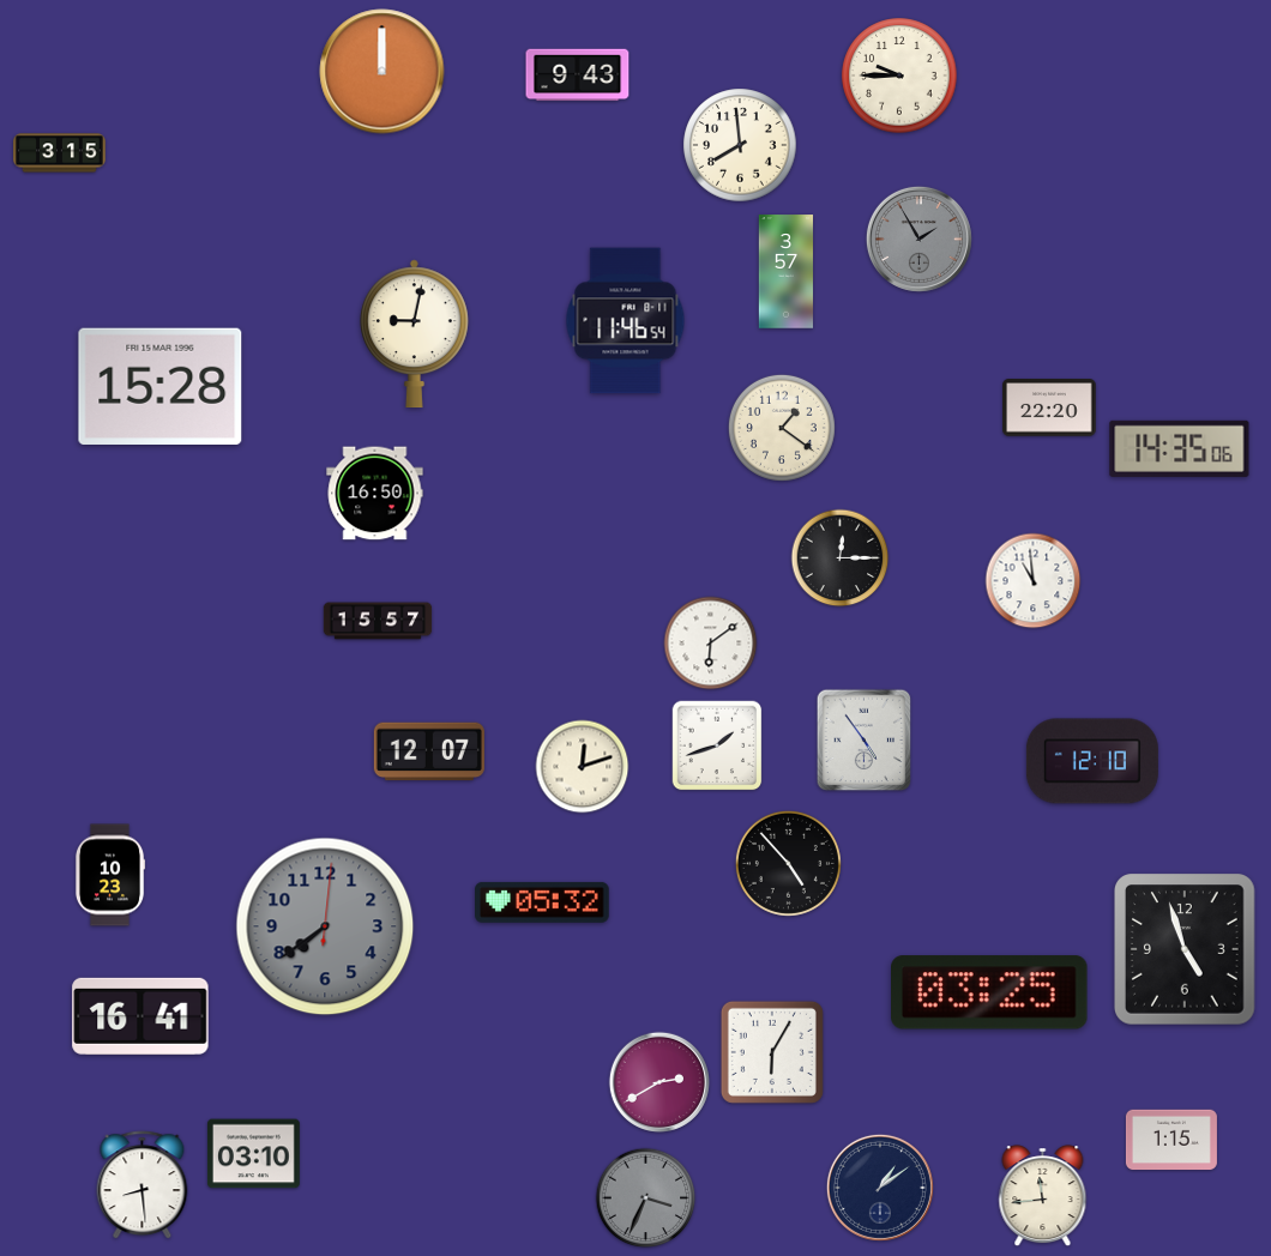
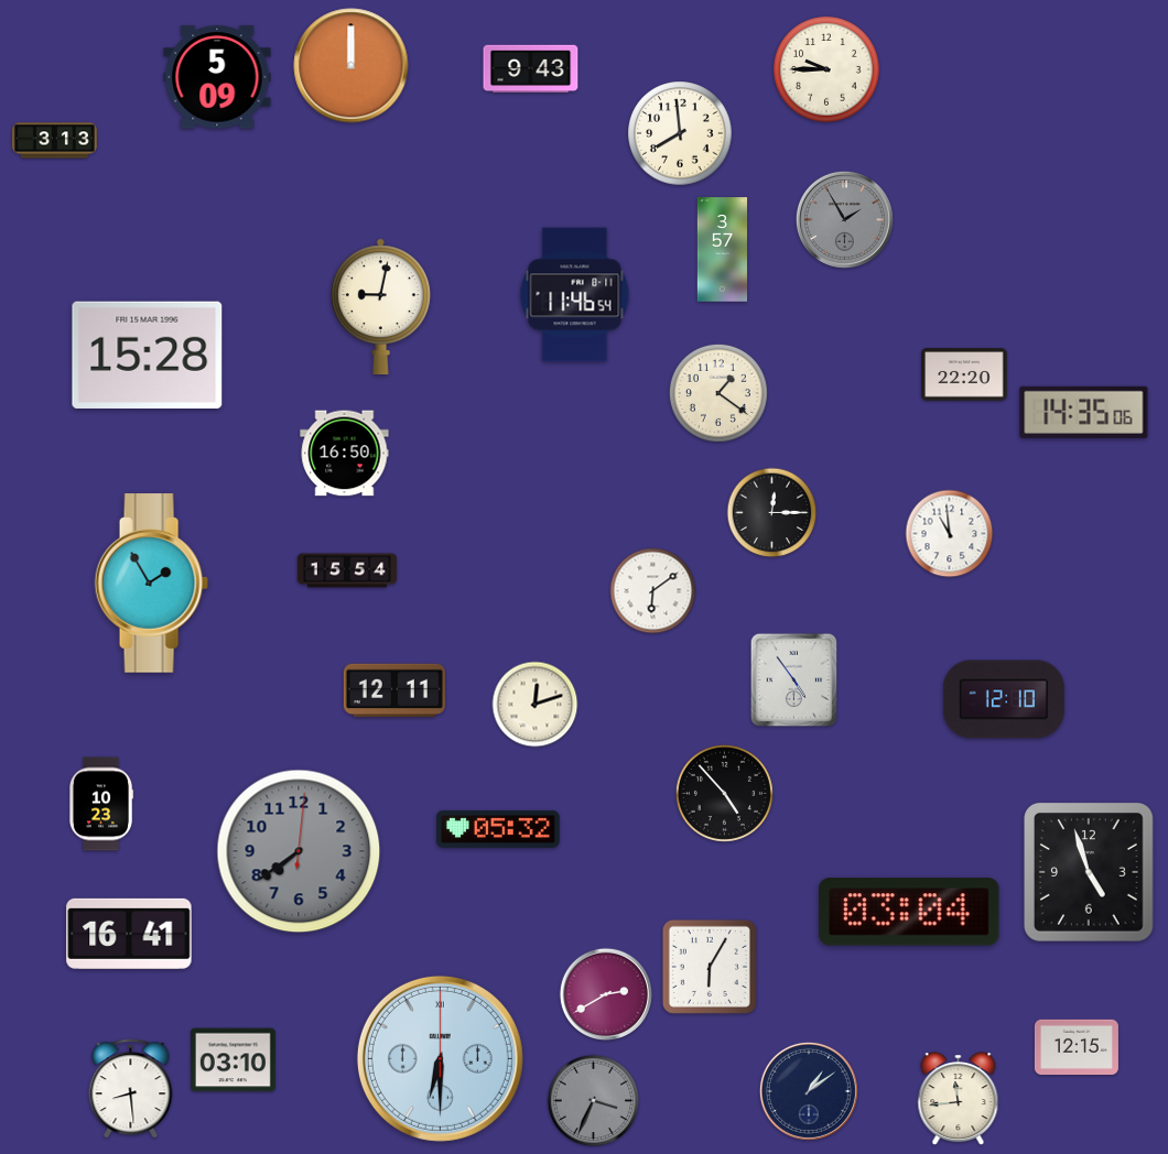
clock at (217, 77): none -> 5:09
clock at (60, 153): 3:15 -> 3:13
clock at (378, 621): 15:57 -> 15:54
clock at (151, 584): none -> 1:55
clock at (717, 745): 1:42 -> none
clock at (429, 751): 12:07 -> 12:11
clock at (990, 992): 03:25 -> 03:04
clock at (1171, 1140): 1:15 -> 12:15
clock at (440, 1058): none -> 6:30
